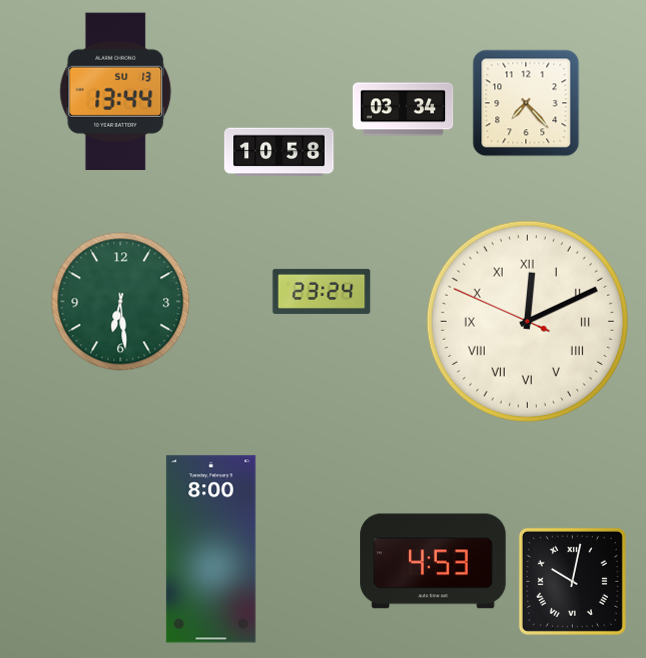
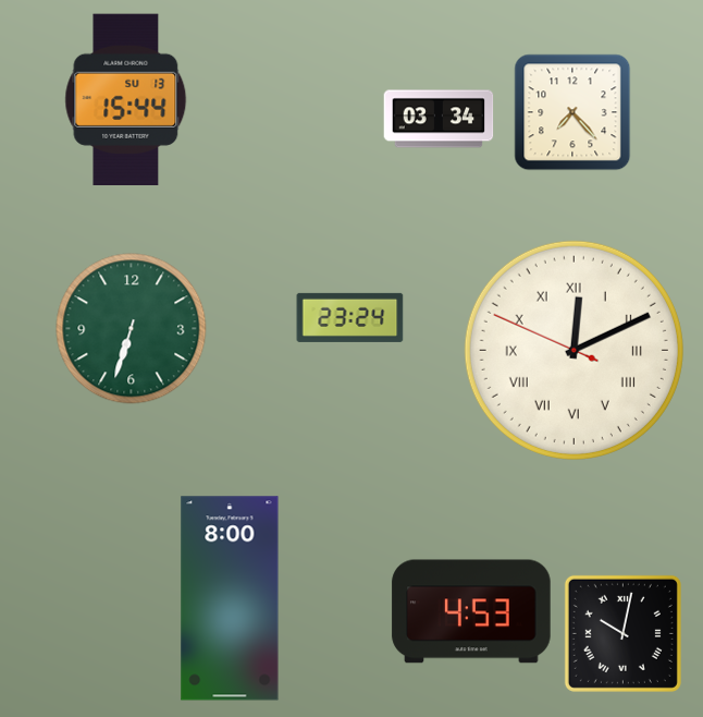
clock at (116, 91): 13:44 -> 15:44
clock at (279, 152): 10:58 -> none
clock at (121, 302): 6:29 -> 6:33
